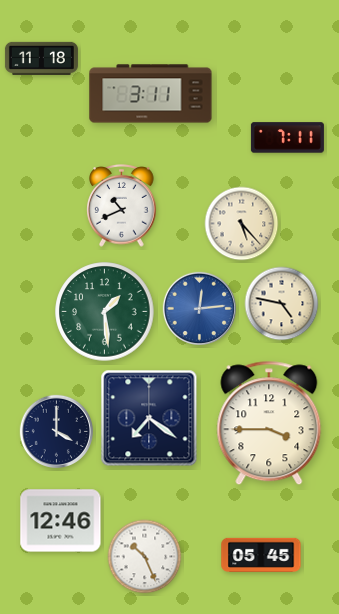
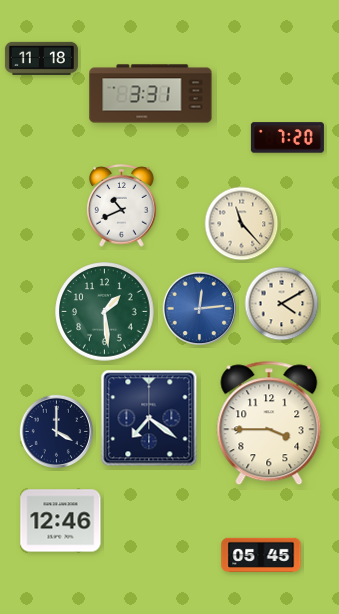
clock at (151, 94): 3:11 -> 3:31
clock at (287, 138): 7:11 -> 7:20
clock at (242, 224): 5:23 -> 11:23
clock at (282, 304): 4:47 -> 4:10
clock at (145, 557): 10:26 -> none
